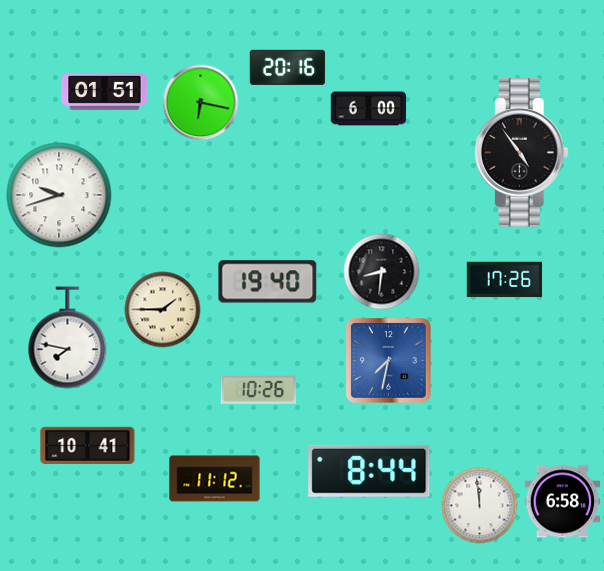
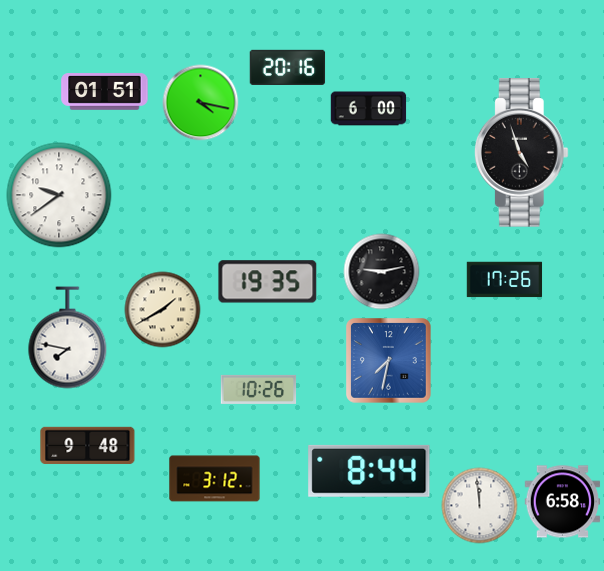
clock at (201, 103): 6:17 -> 4:17
clock at (521, 153): 4:54 -> 4:57
clock at (59, 195): 9:42 -> 9:39
clock at (382, 272): 8:31 -> 9:13
clock at (268, 282): 19:40 -> 19:35
clock at (163, 310): 1:45 -> 1:40
clock at (88, 445): 10:41 -> 9:48
clock at (215, 479): 11:12 -> 3:12
